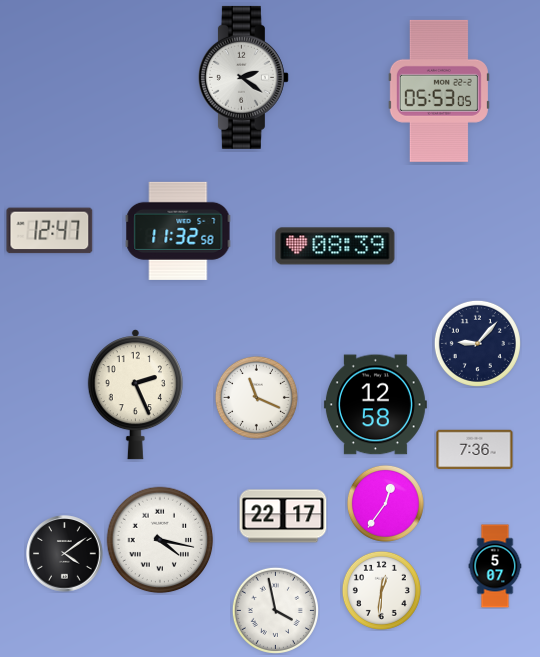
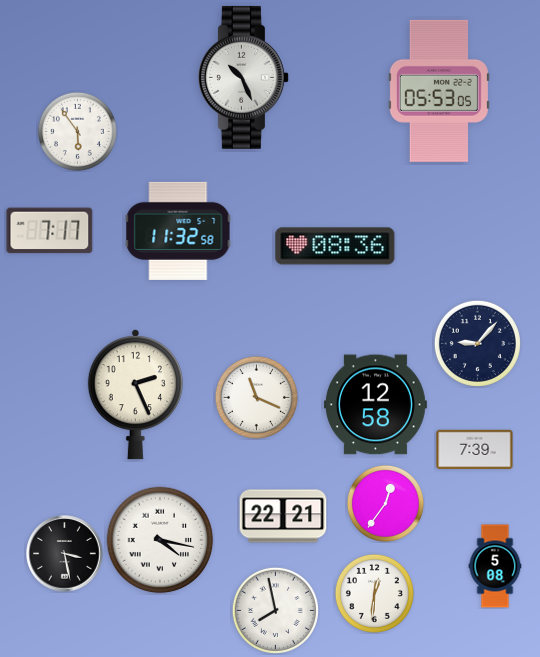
clock at (243, 77): 2:21 -> 10:26
clock at (77, 131): none -> 5:54
clock at (50, 231): 12:47 -> 7:17
clock at (335, 246): 08:39 -> 08:36
clock at (475, 450): 7:36 -> 7:39
clock at (283, 516): 22:17 -> 22:21
clock at (65, 554): 4:09 -> 3:28
clock at (495, 566): 5:07 -> 5:08
clock at (381, 590) position: (381, 590) -> (374, 593)
clock at (275, 610): 3:58 -> 7:58
